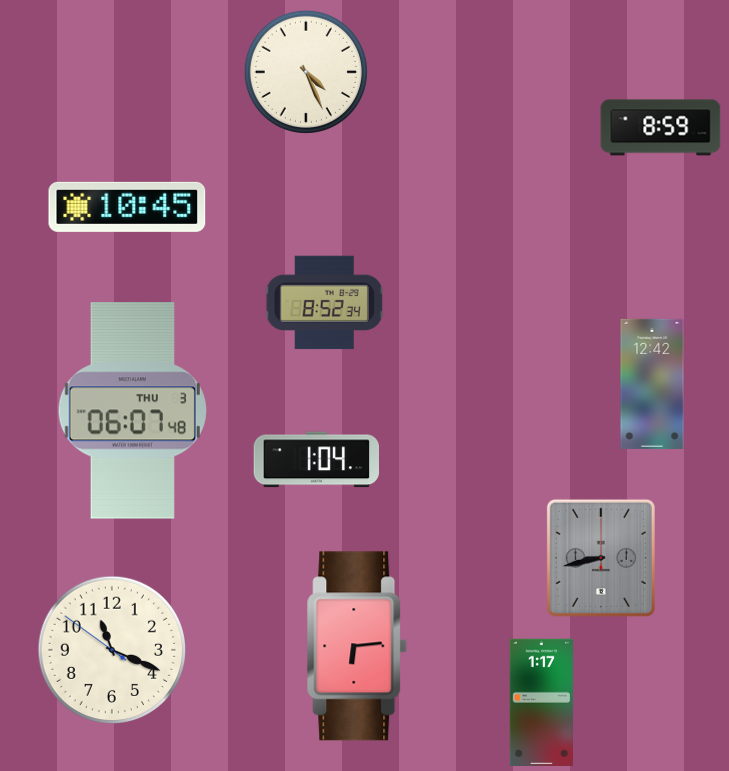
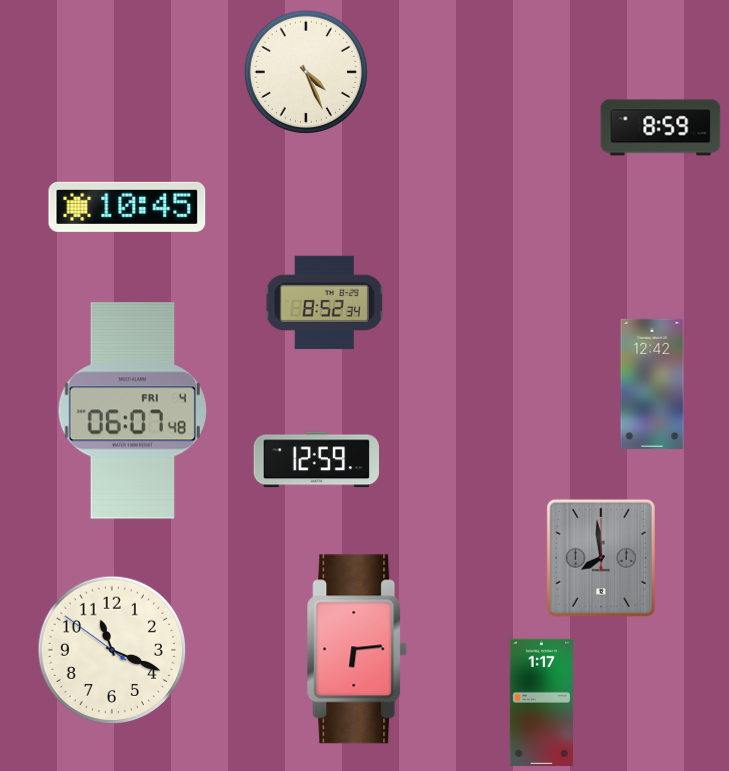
clock at (132, 411) date: THU 3 -> FRI 4
clock at (317, 460): 1:04 -> 12:59
clock at (601, 558): 8:43 -> 7:59
clock at (357, 646) position: (357, 646) -> (357, 649)
